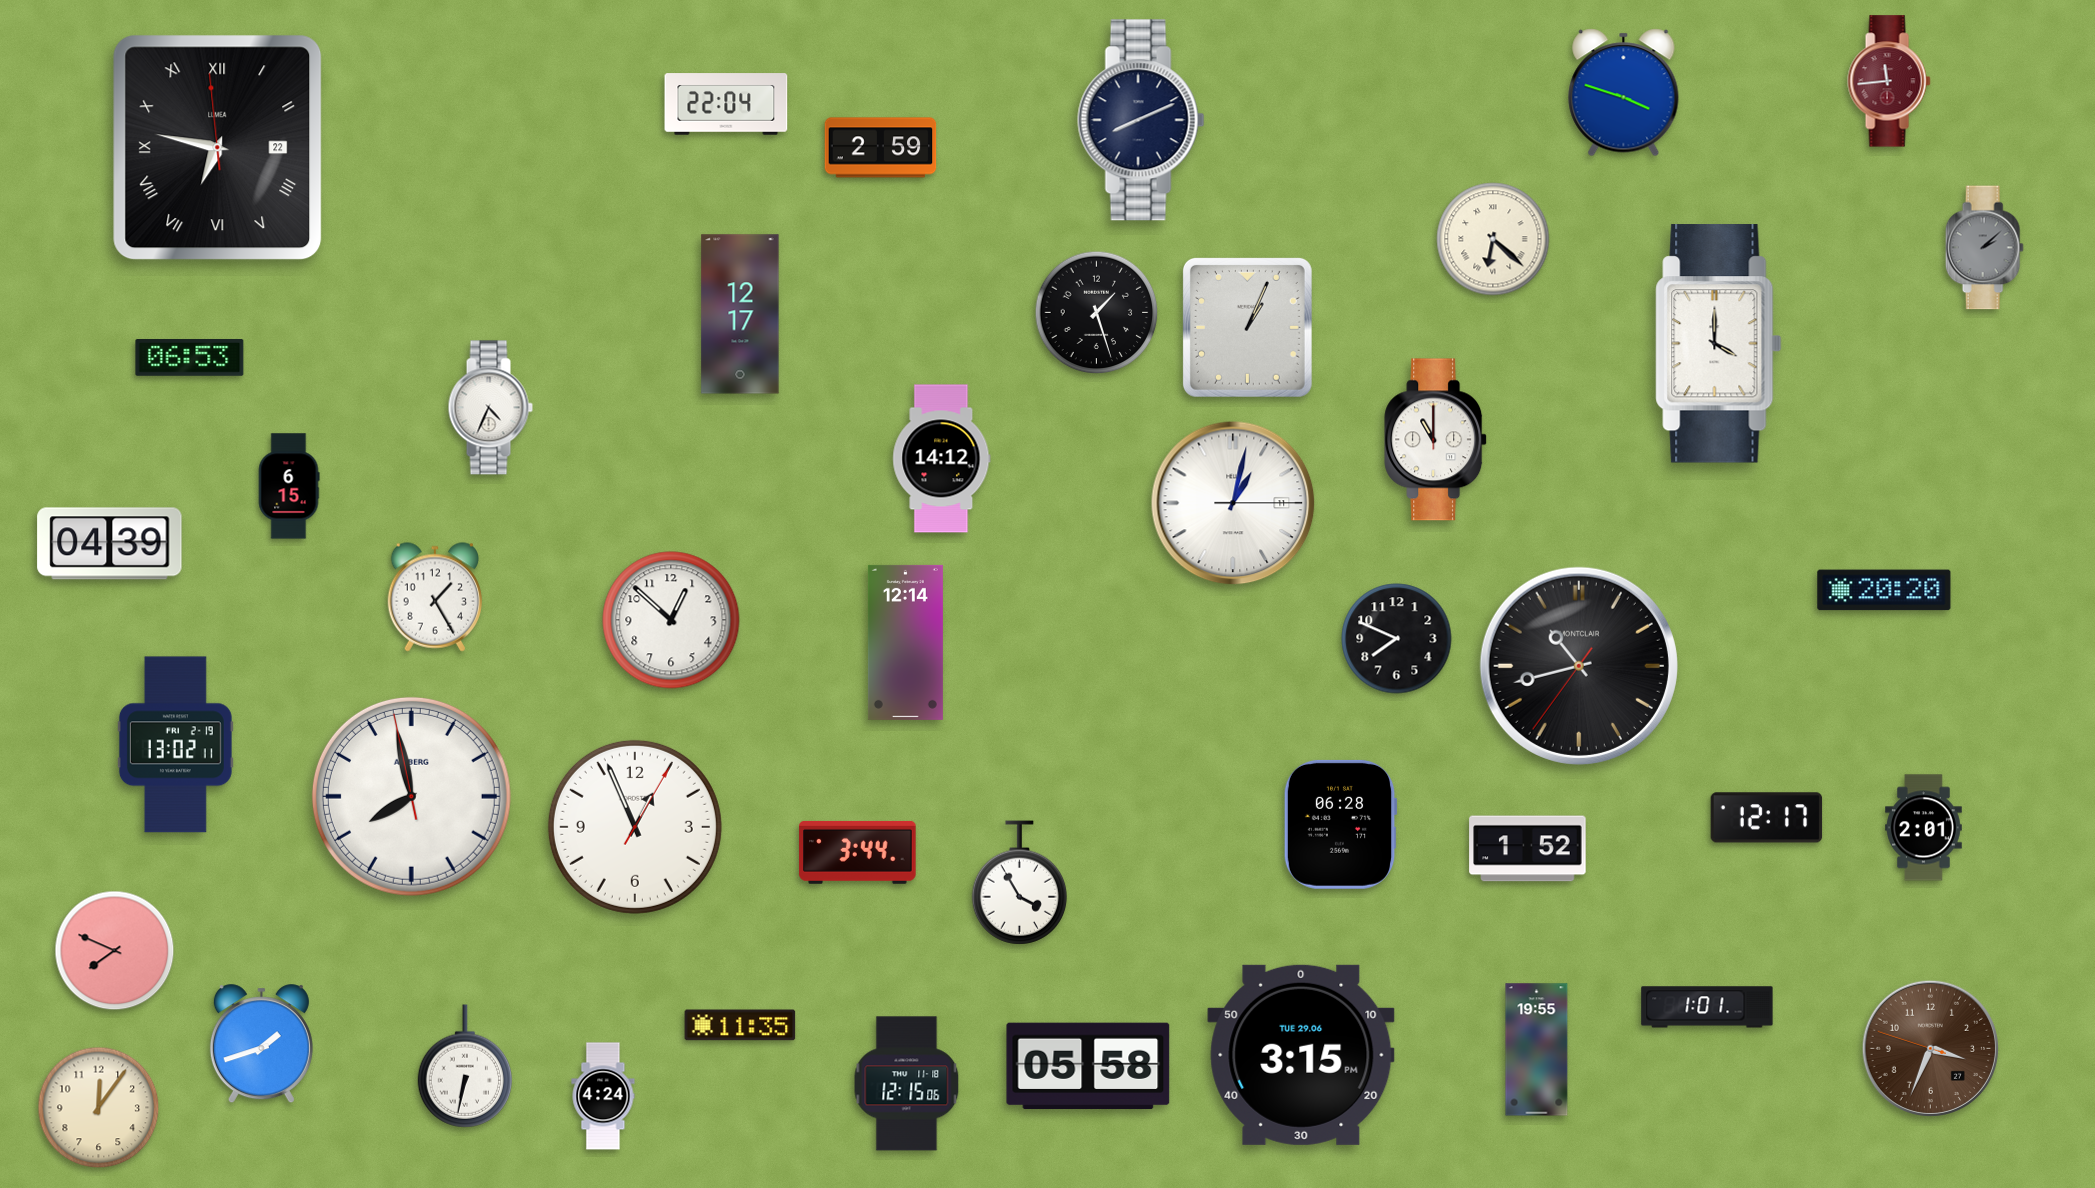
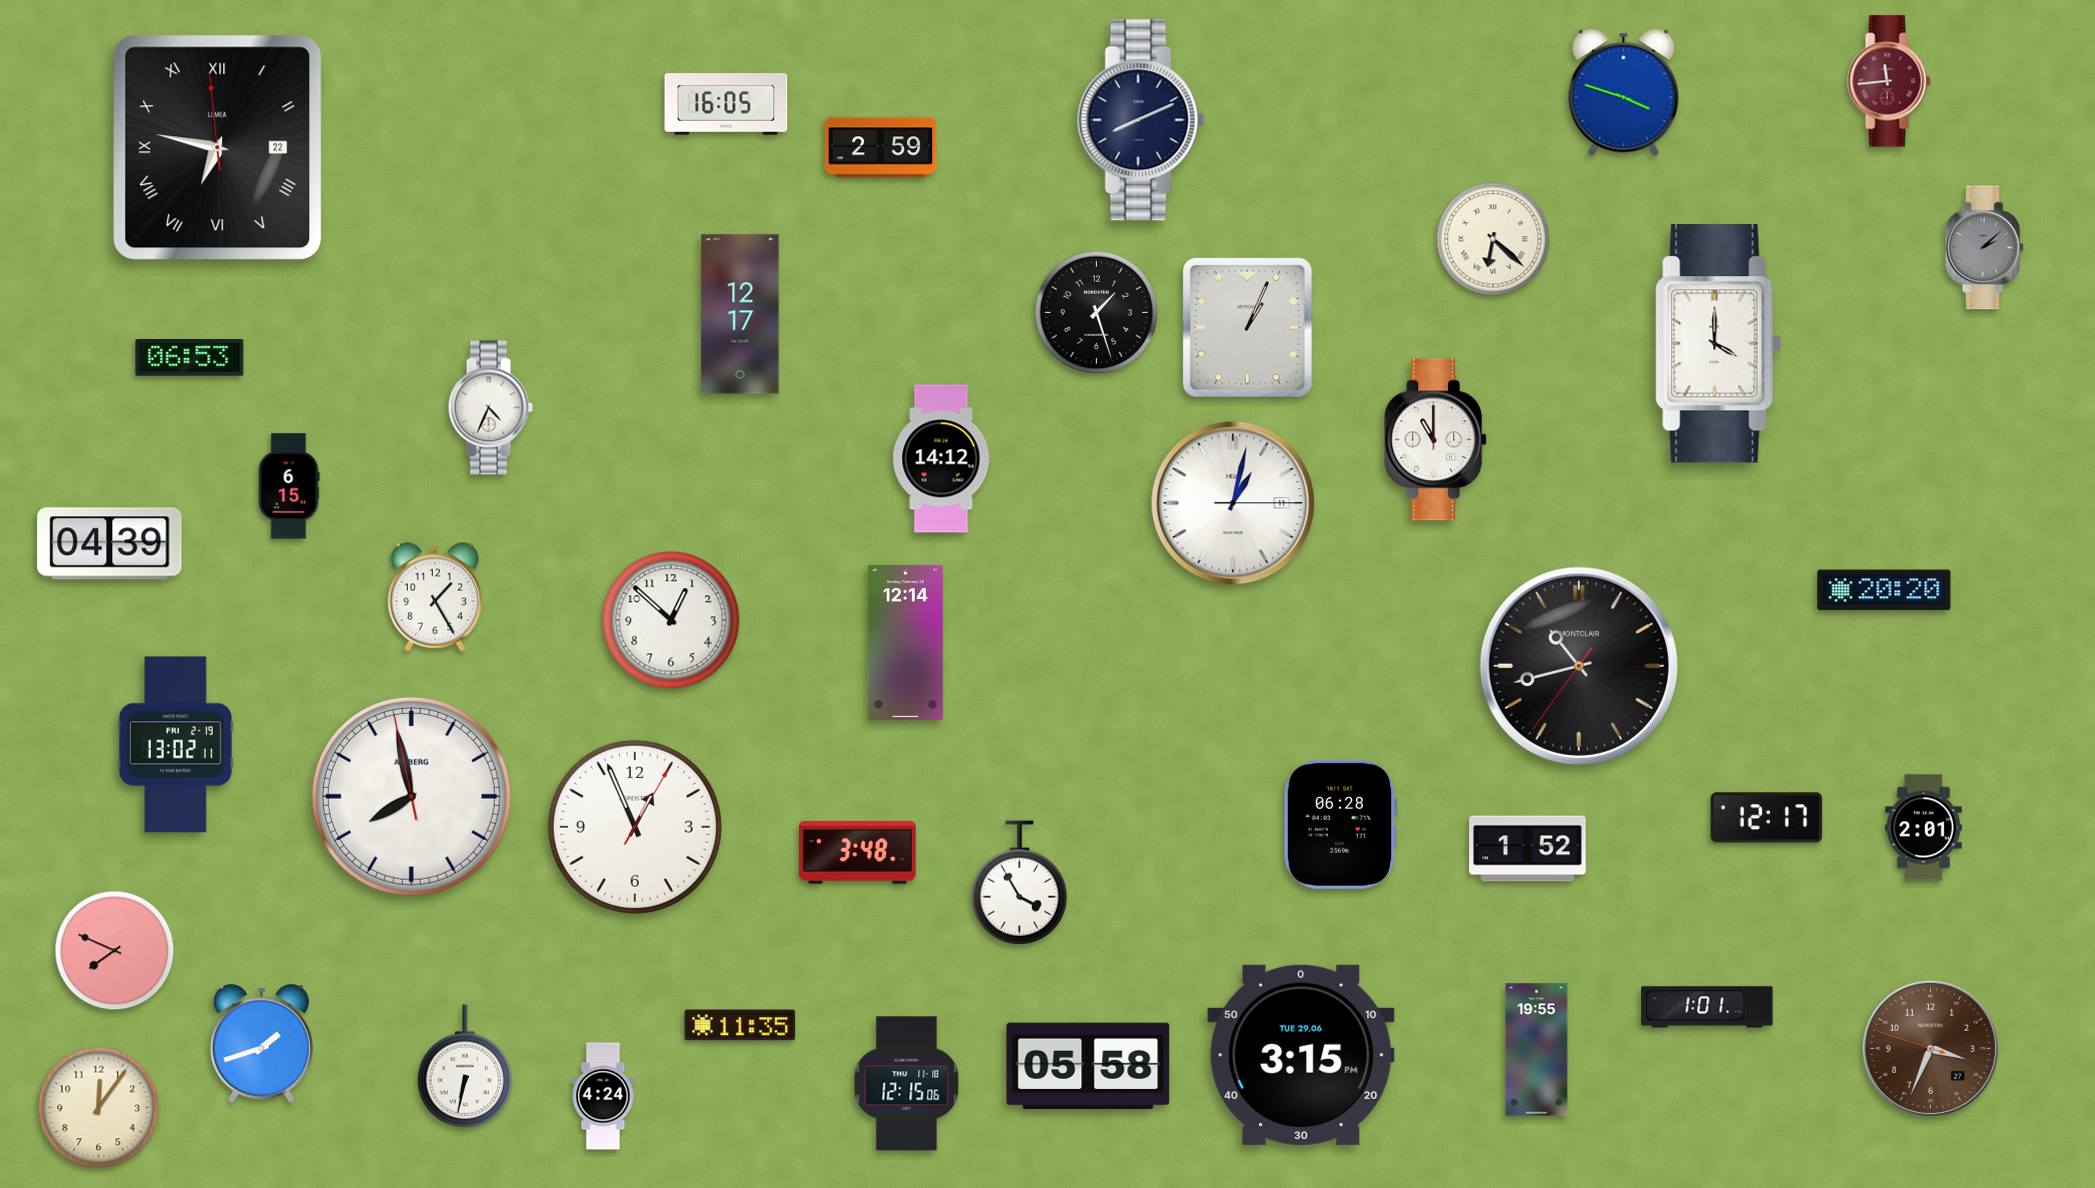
clock at (726, 104): 22:04 -> 16:05
clock at (1397, 639): 7:49 -> none
clock at (858, 852): 3:44 -> 3:48
